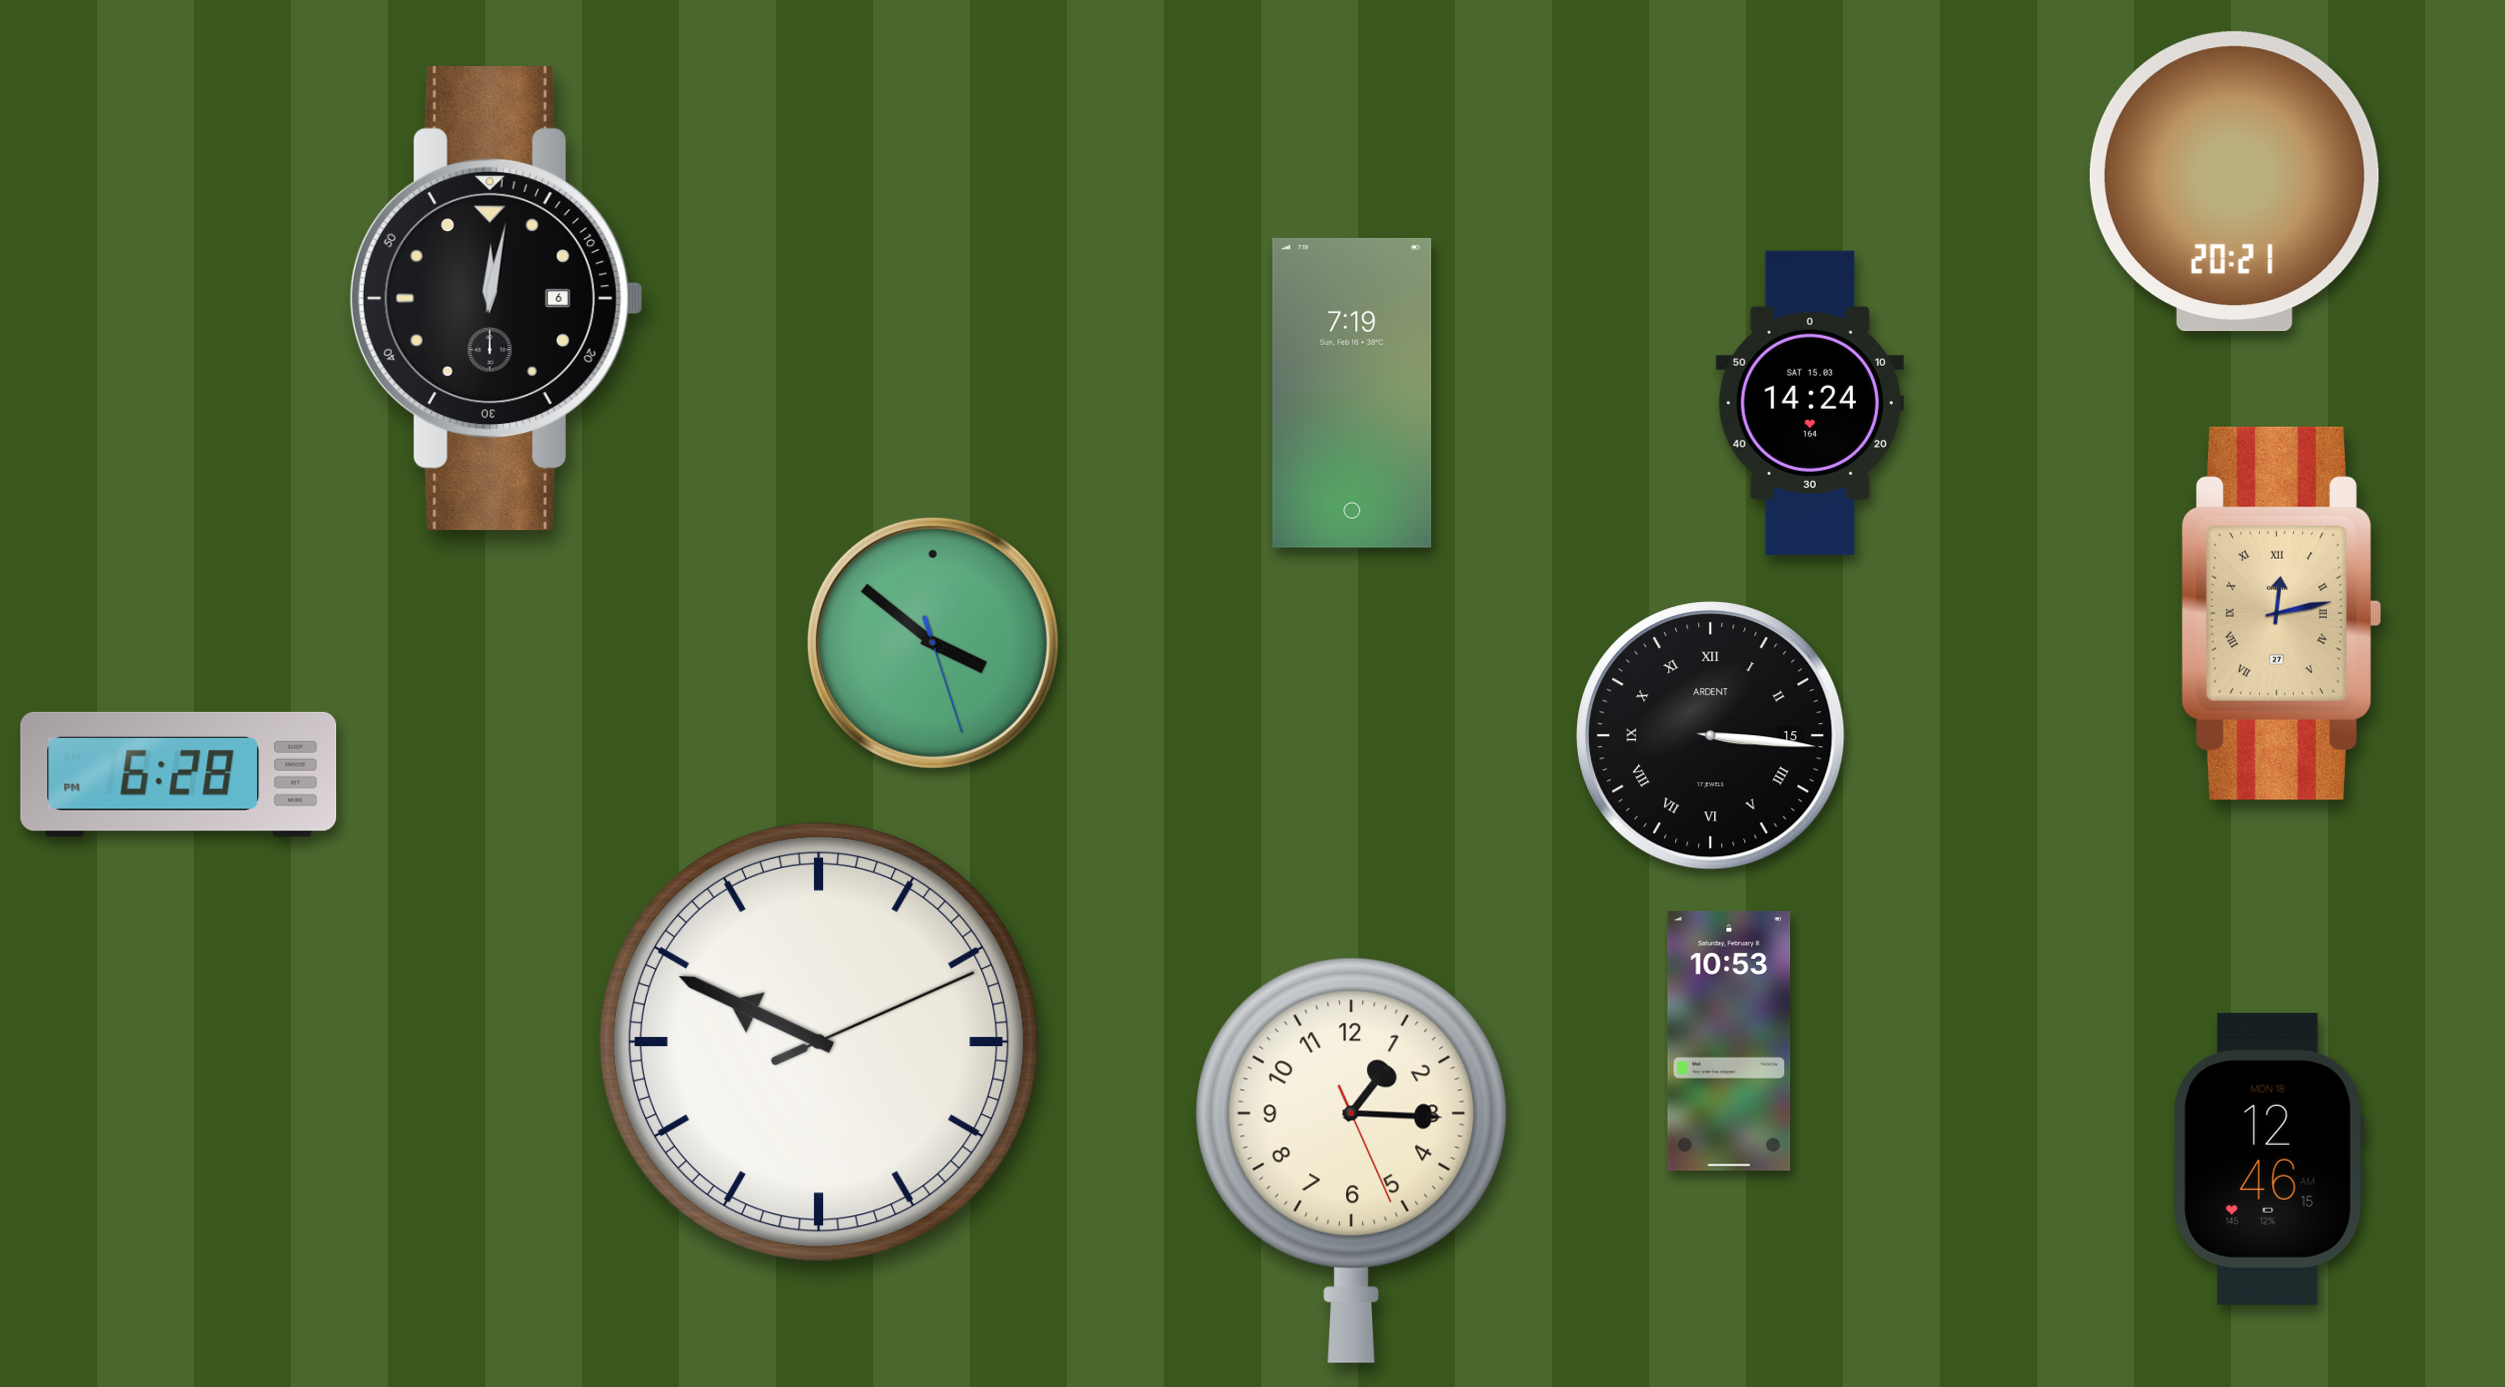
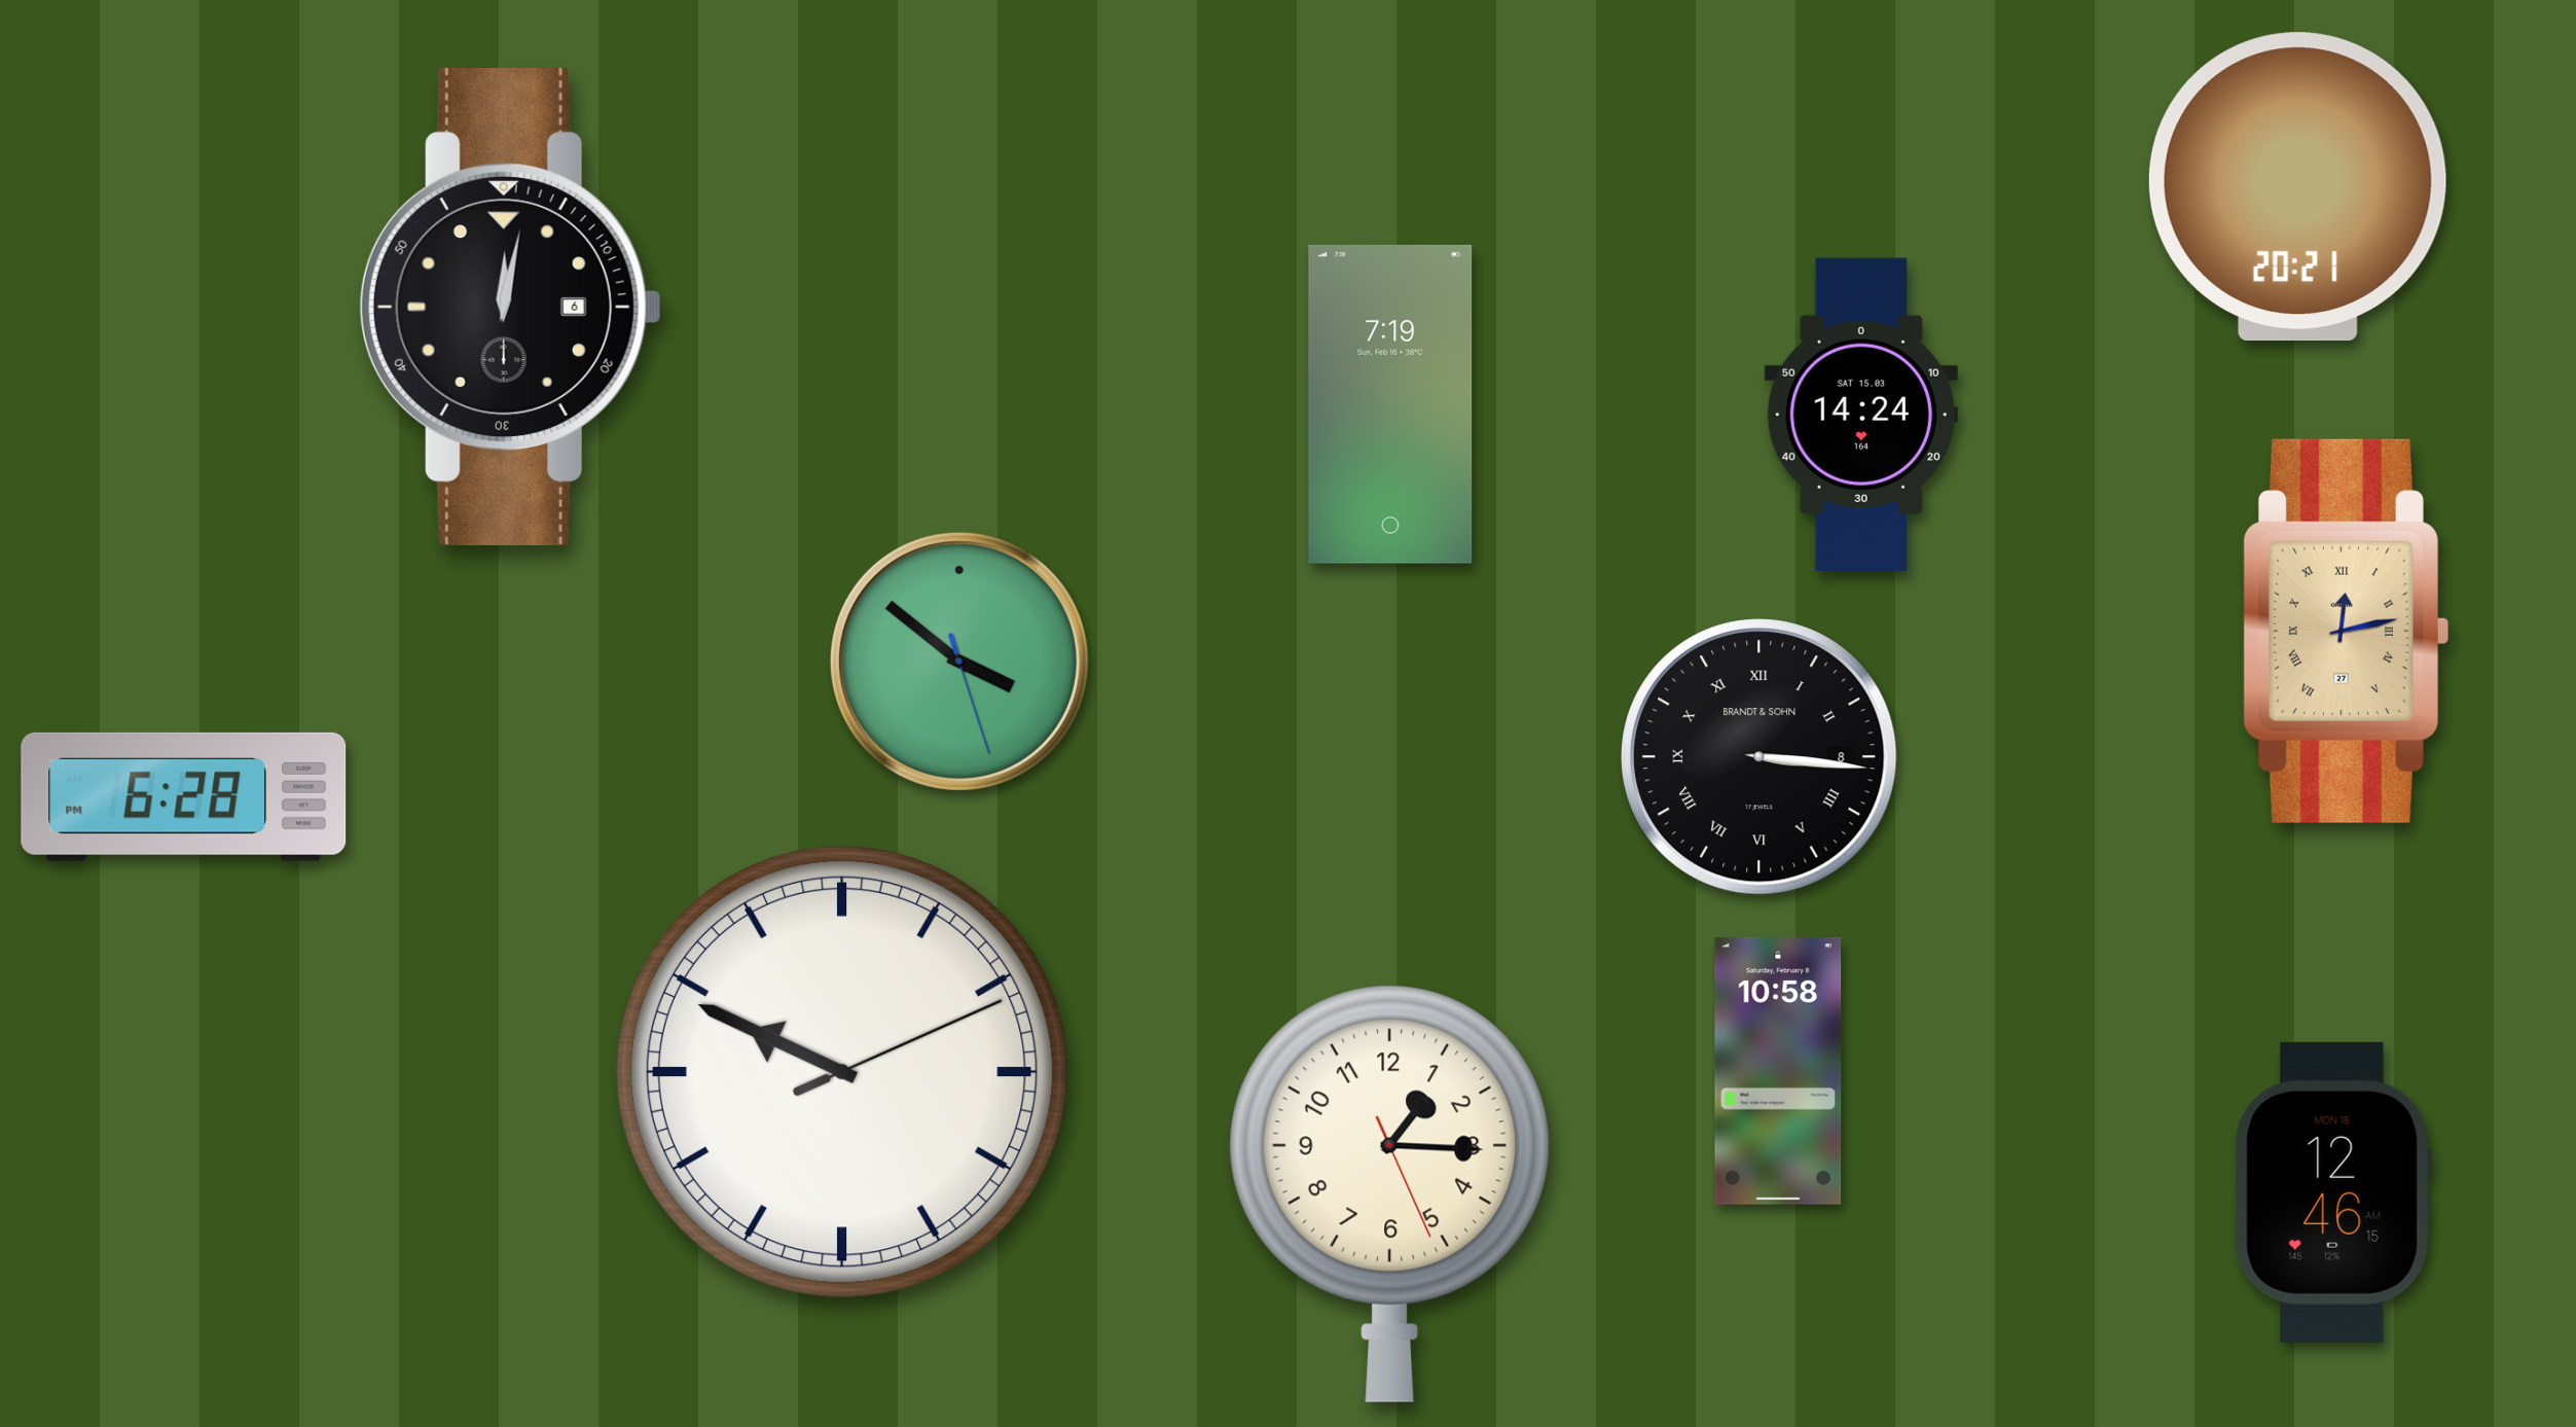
clock at (1711, 736) date: 15 -> 8
clock at (1711, 736) brand: ARDENT -> BRANDT & SOHN
clock at (1729, 1041): 10:53 -> 10:58
